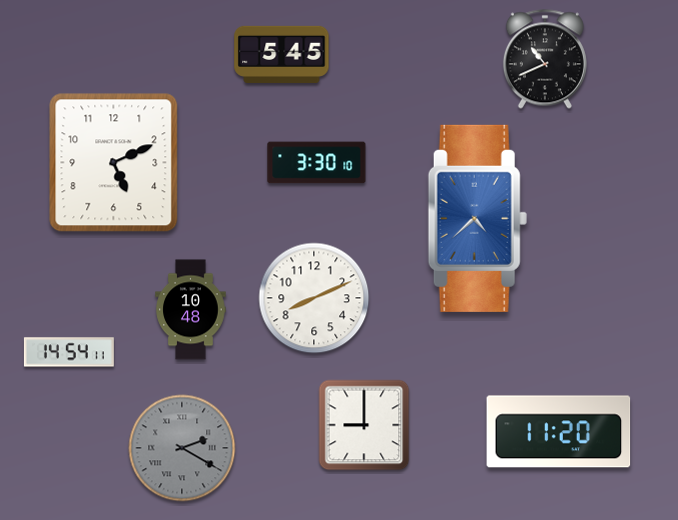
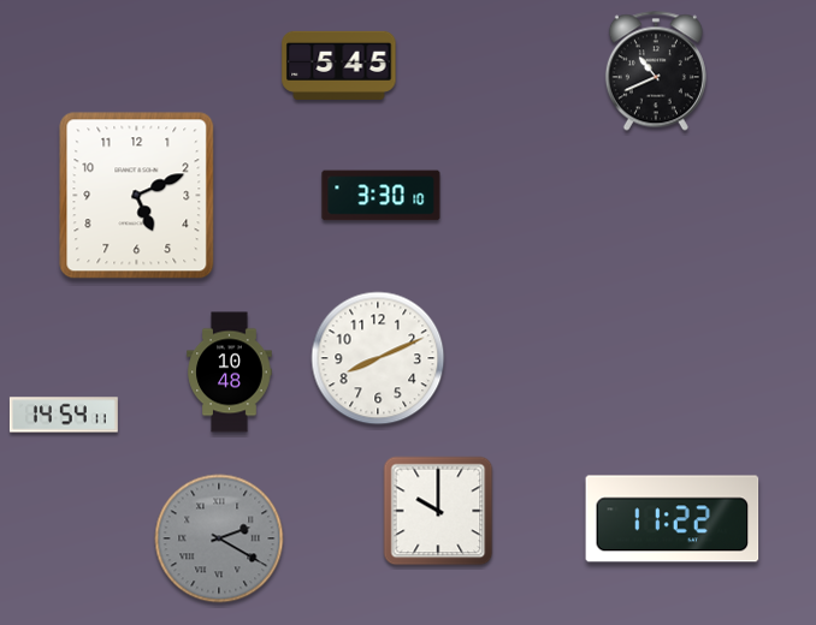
clock at (477, 218): 4:38 -> none
clock at (69, 352) position: (69, 352) -> (64, 415)
clock at (364, 425): 9:00 -> 10:00
clock at (559, 432): 11:20 -> 11:22
